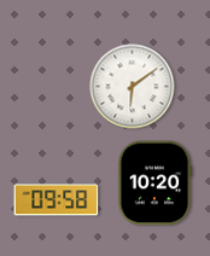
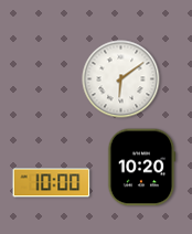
clock at (57, 200): 09:58 -> 10:00
